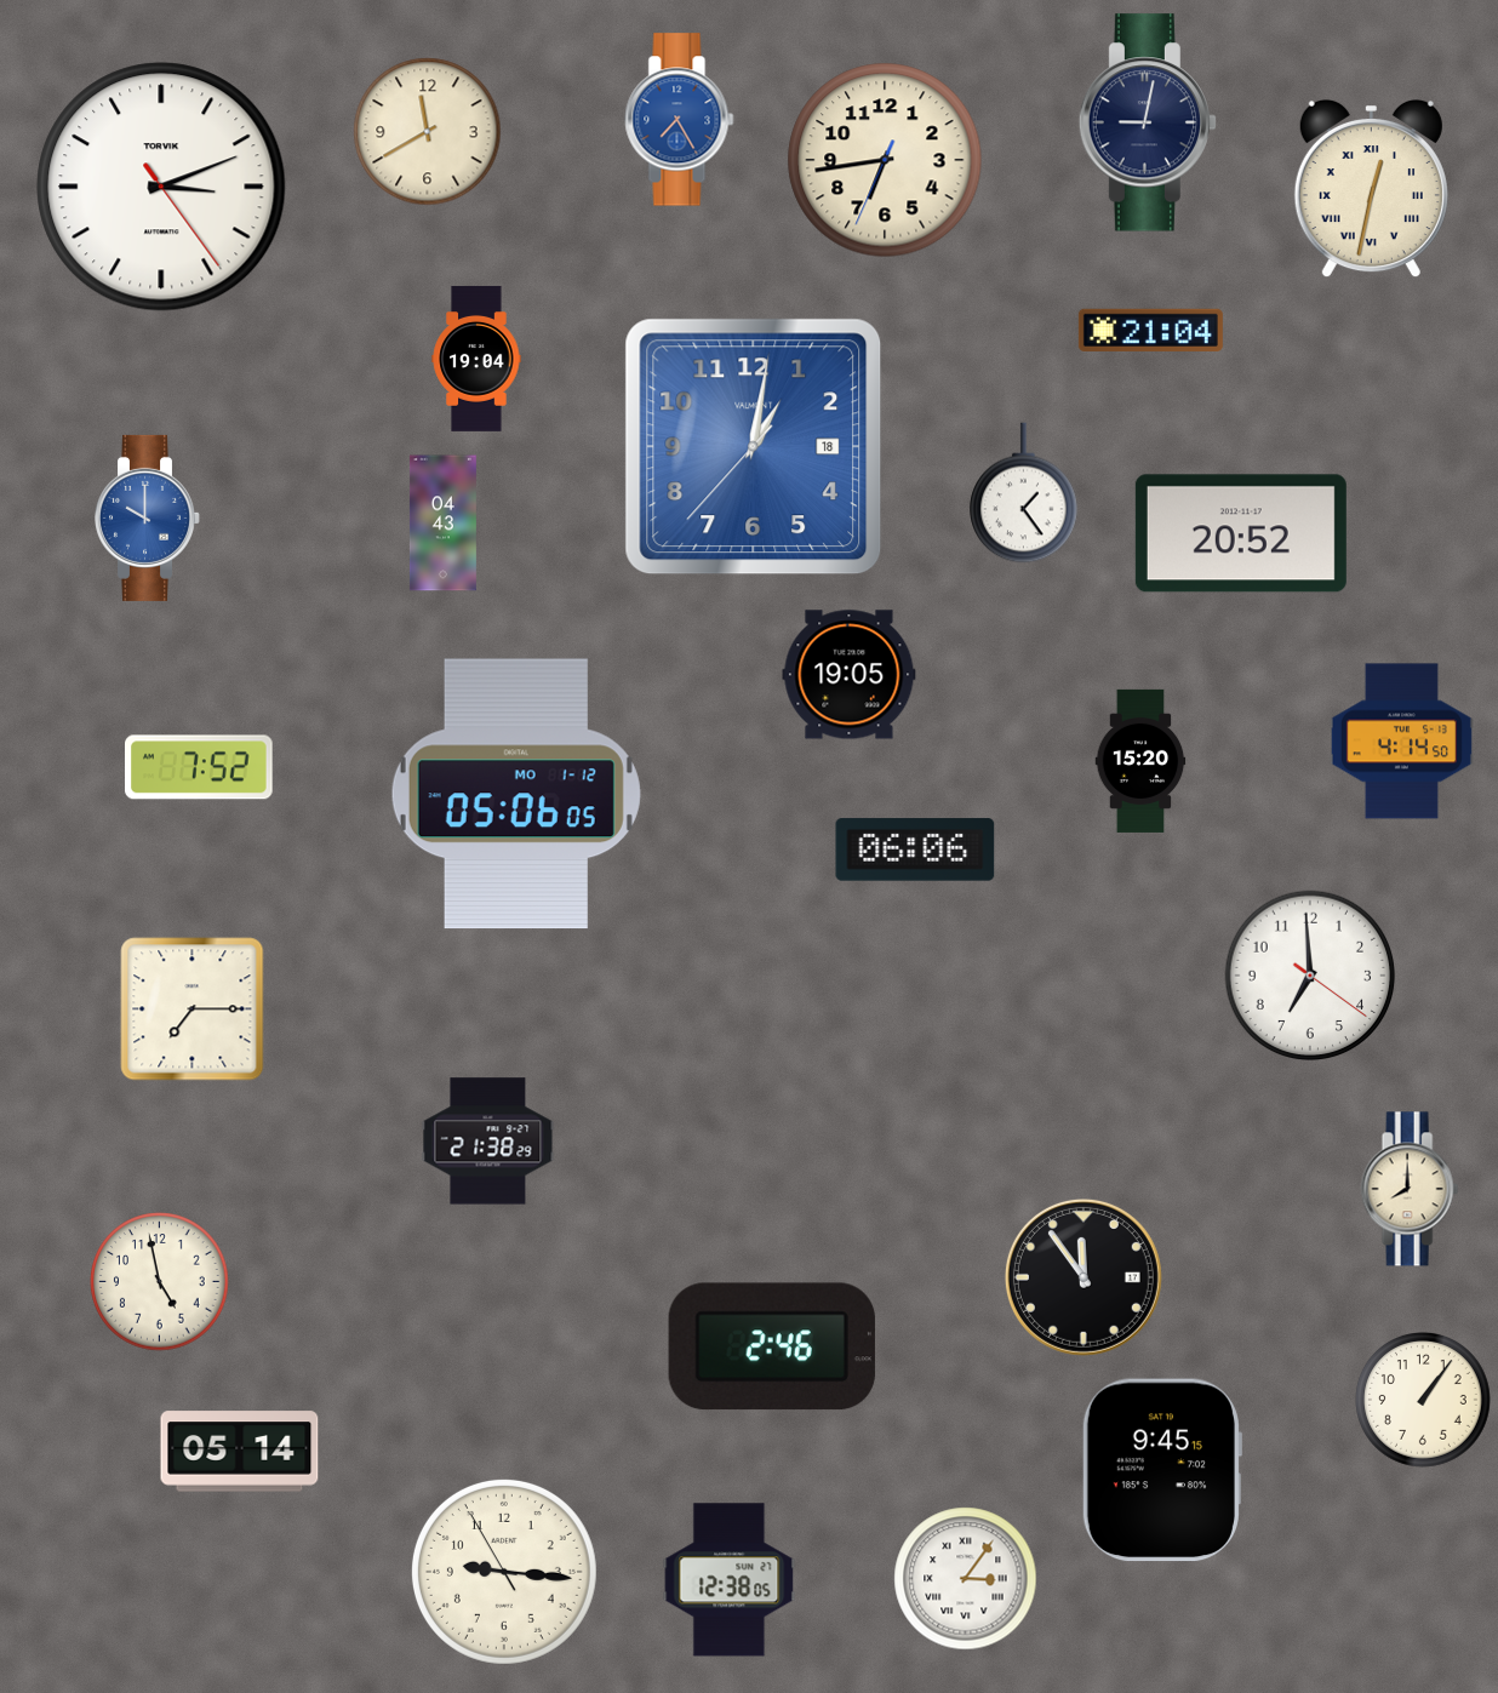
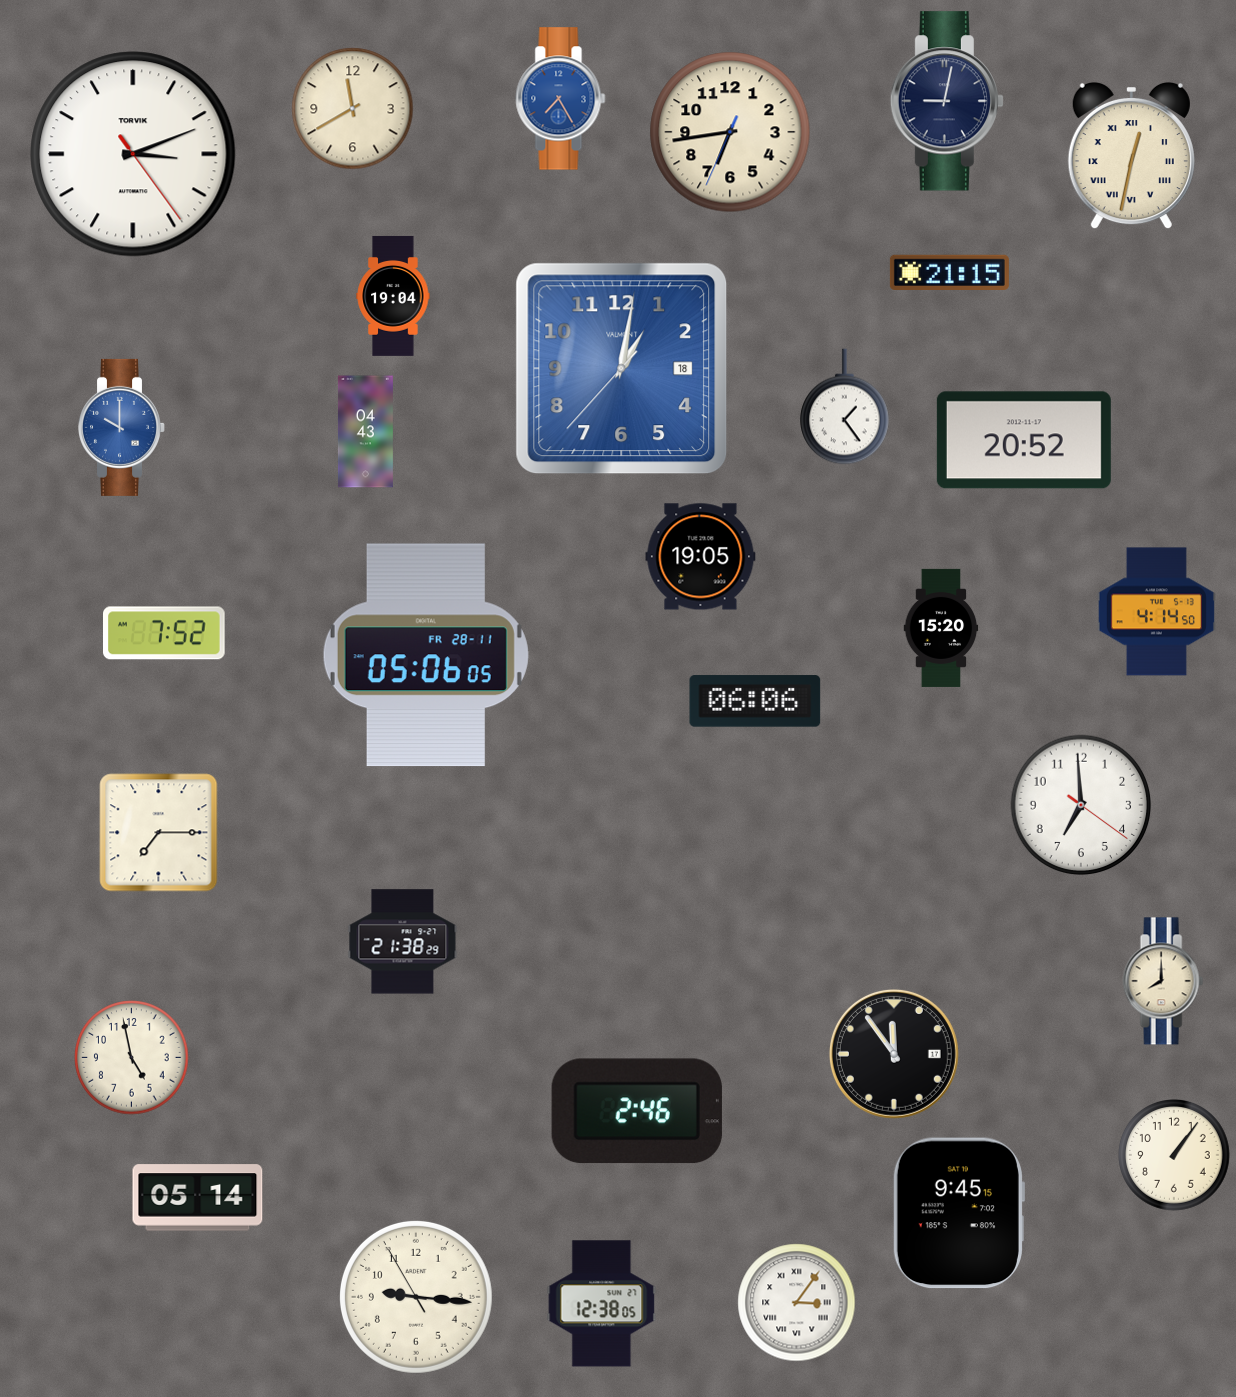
clock at (1150, 330): 21:04 -> 21:15
clock at (516, 794) date: MO 1-12 -> FR 28-11
